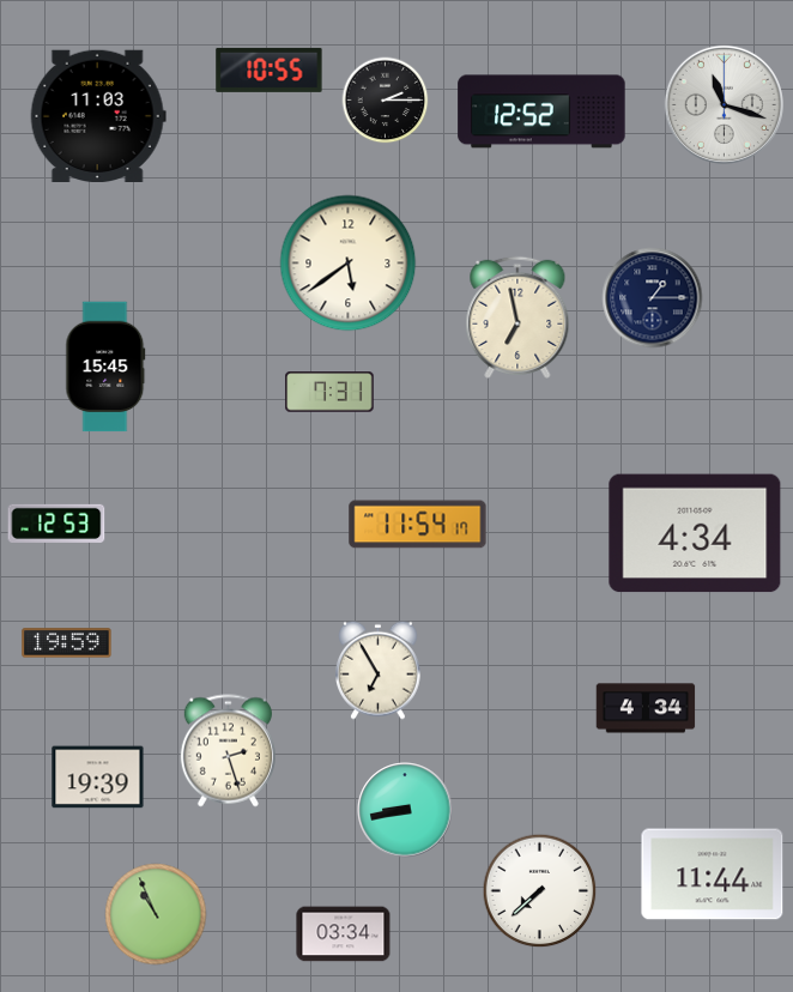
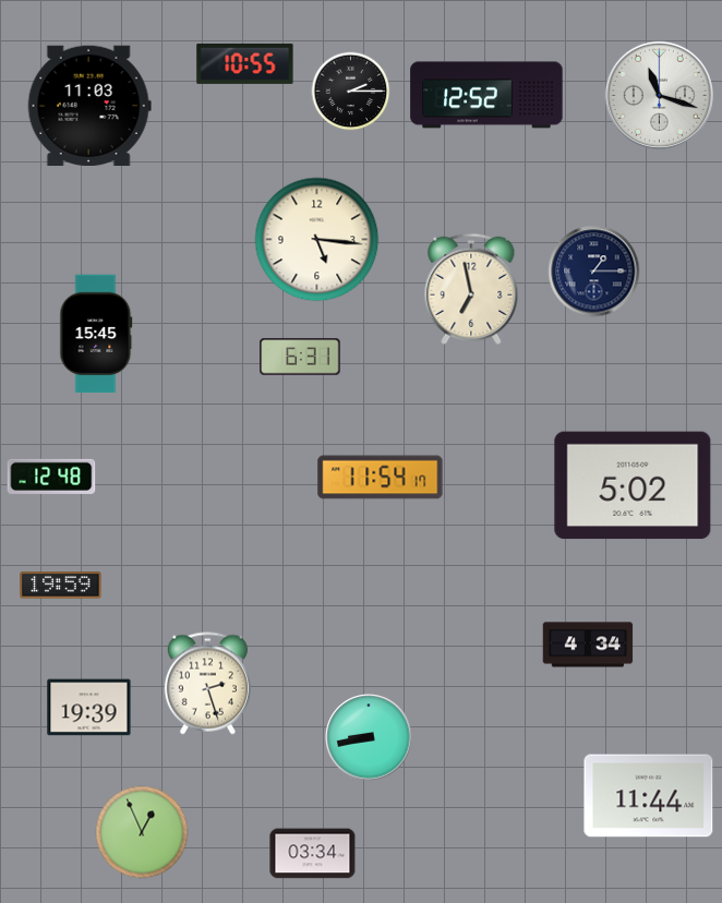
clock at (541, 111) position: (541, 111) -> (486, 95)
clock at (349, 264): 5:39 -> 5:16
clock at (329, 392): 7:31 -> 6:31
clock at (56, 524): 12:53 -> 12:48
clock at (695, 533): 4:34 -> 5:02
clock at (379, 670): 6:55 -> none
clock at (540, 891): 7:38 -> none
clock at (156, 914): 10:56 -> 12:56
clock at (344, 934) position: (344, 934) -> (313, 854)
